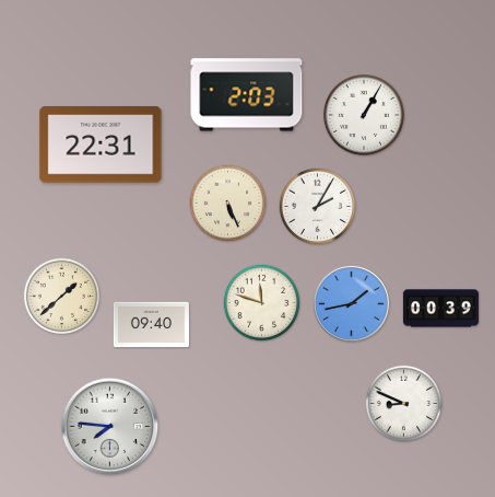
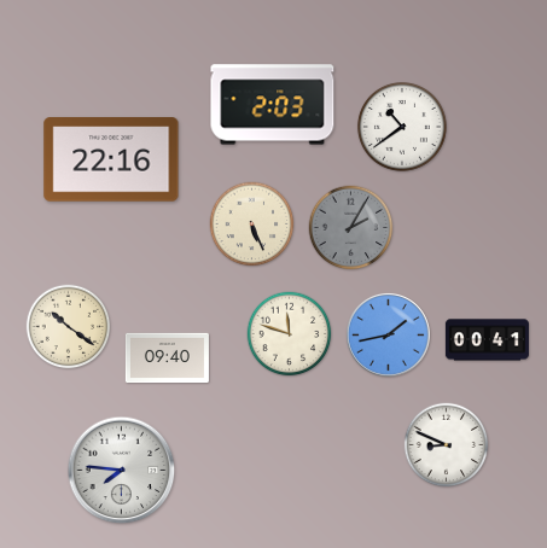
clock at (364, 115): 1:05 -> 10:39
clock at (101, 145): 22:31 -> 22:16
clock at (318, 207) dial: white -> grey
clock at (62, 297): 1:38 -> 10:21
clock at (440, 309): 00:39 -> 00:41
